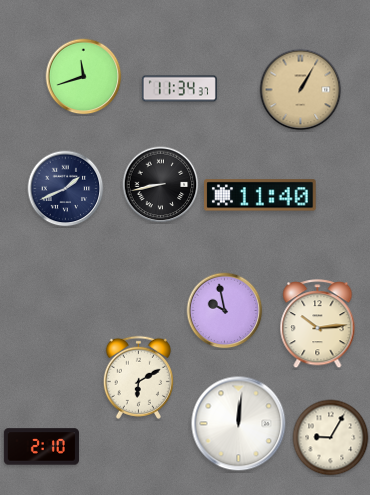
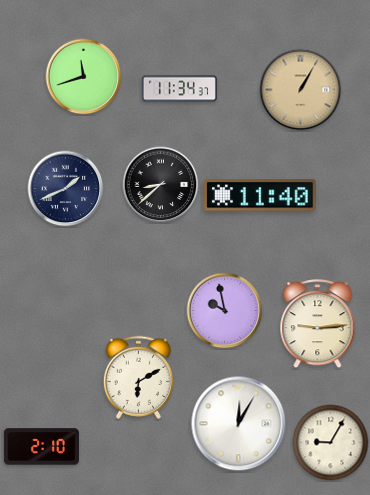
clock at (161, 185): 8:43 -> 8:38
clock at (318, 324): 10:14 -> 9:14
clock at (239, 424): 12:01 -> 12:05
clock at (331, 438) position: (331, 438) -> (331, 443)
